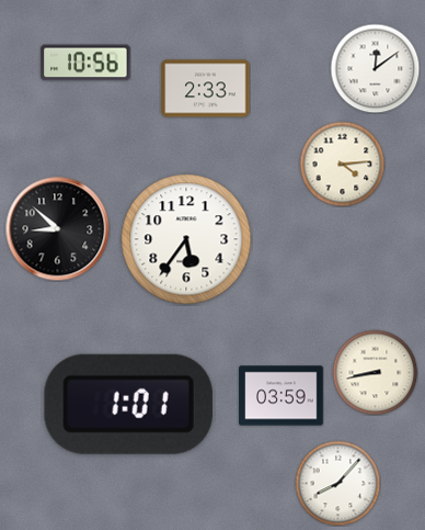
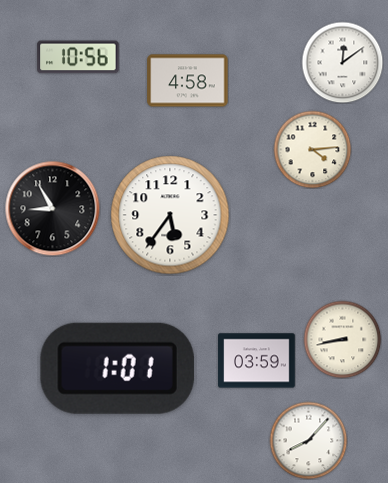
clock at (206, 89): 2:33 -> 4:58
clock at (57, 228): 8:52 -> 8:55
clock at (186, 239) position: (186, 239) -> (170, 215)
